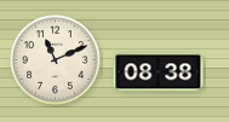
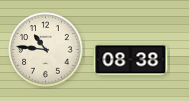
clock at (56, 60): 11:11 -> 10:46
